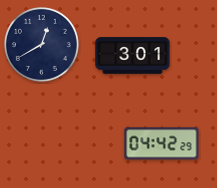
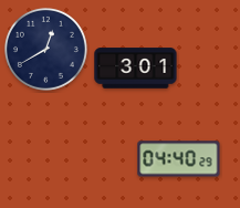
clock at (133, 56) position: (133, 56) -> (136, 69)
clock at (162, 144): 04:42 -> 04:40
